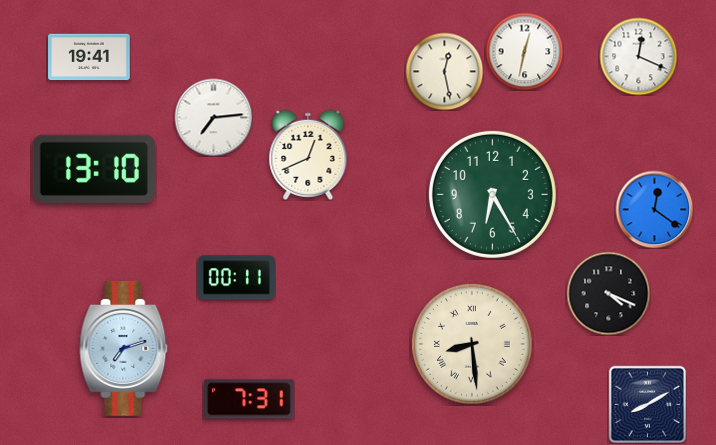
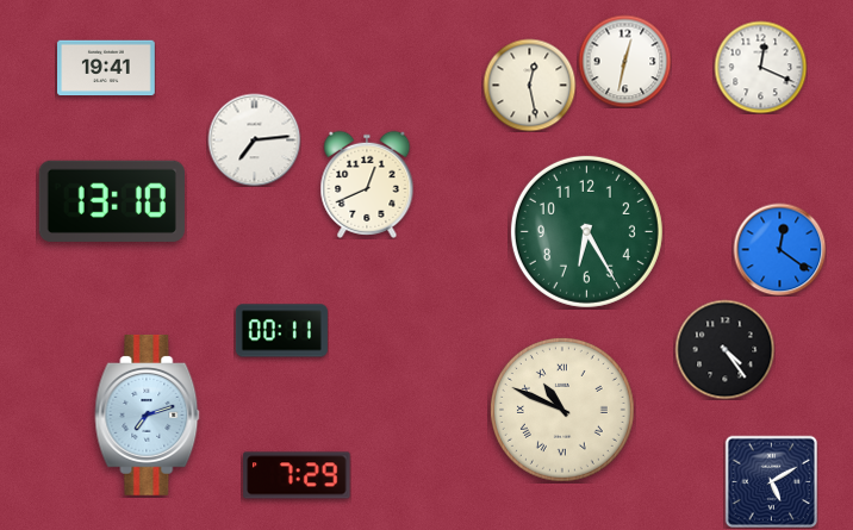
clock at (608, 293): 4:19 -> 4:24
clock at (472, 344): 8:29 -> 10:49
clock at (249, 399): 7:31 -> 7:29
clock at (647, 404): 8:10 -> 5:10
